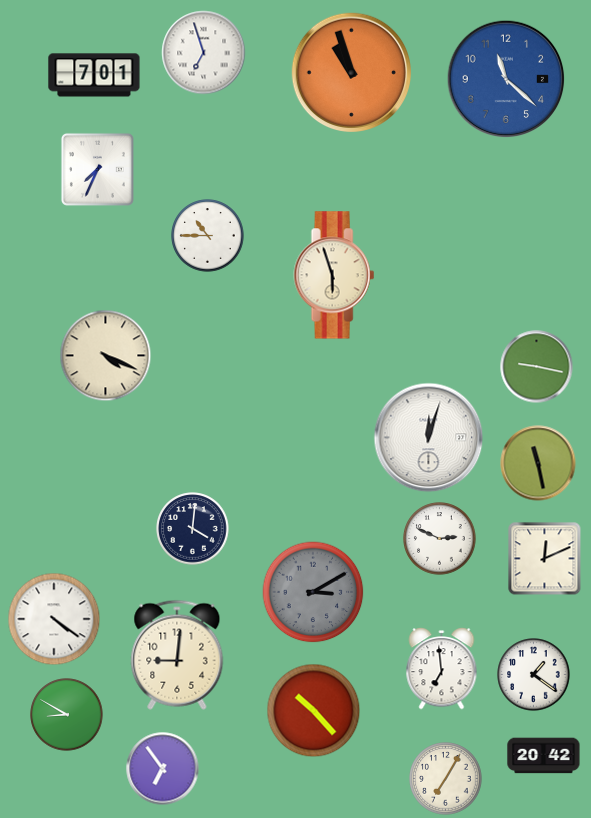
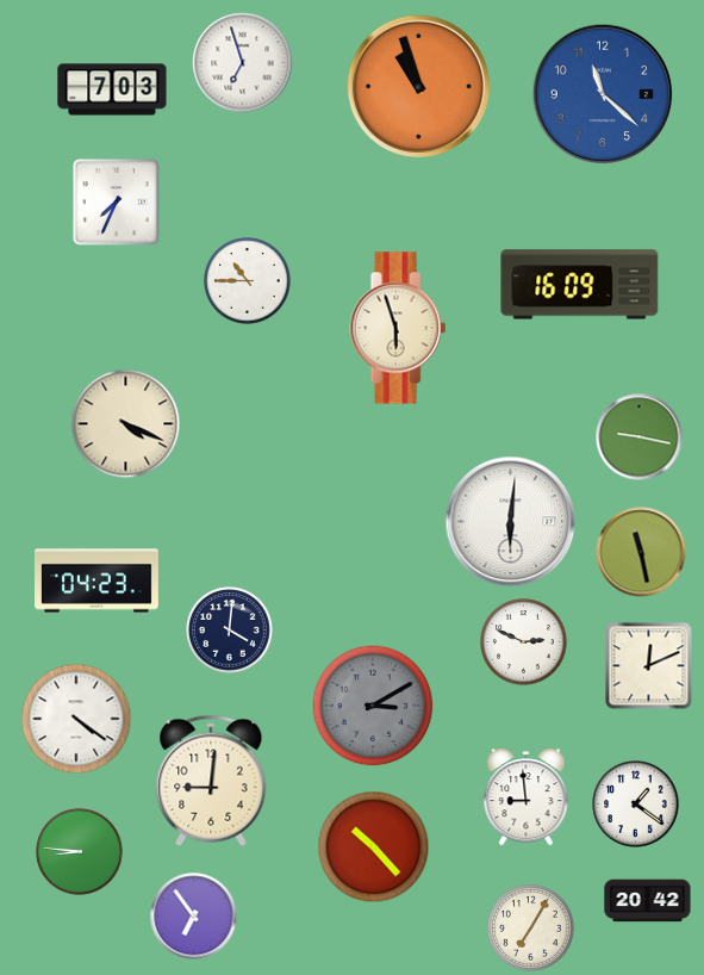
clock at (94, 75): 7:01 -> 7:03
clock at (580, 285): none -> 16:09
clock at (429, 438): 12:03 -> 6:01
clock at (98, 580): none -> 04:23
clock at (54, 619) position: (54, 619) -> (76, 719)
clock at (442, 669): 6:59 -> 8:59
clock at (67, 715): 8:50 -> 8:46
